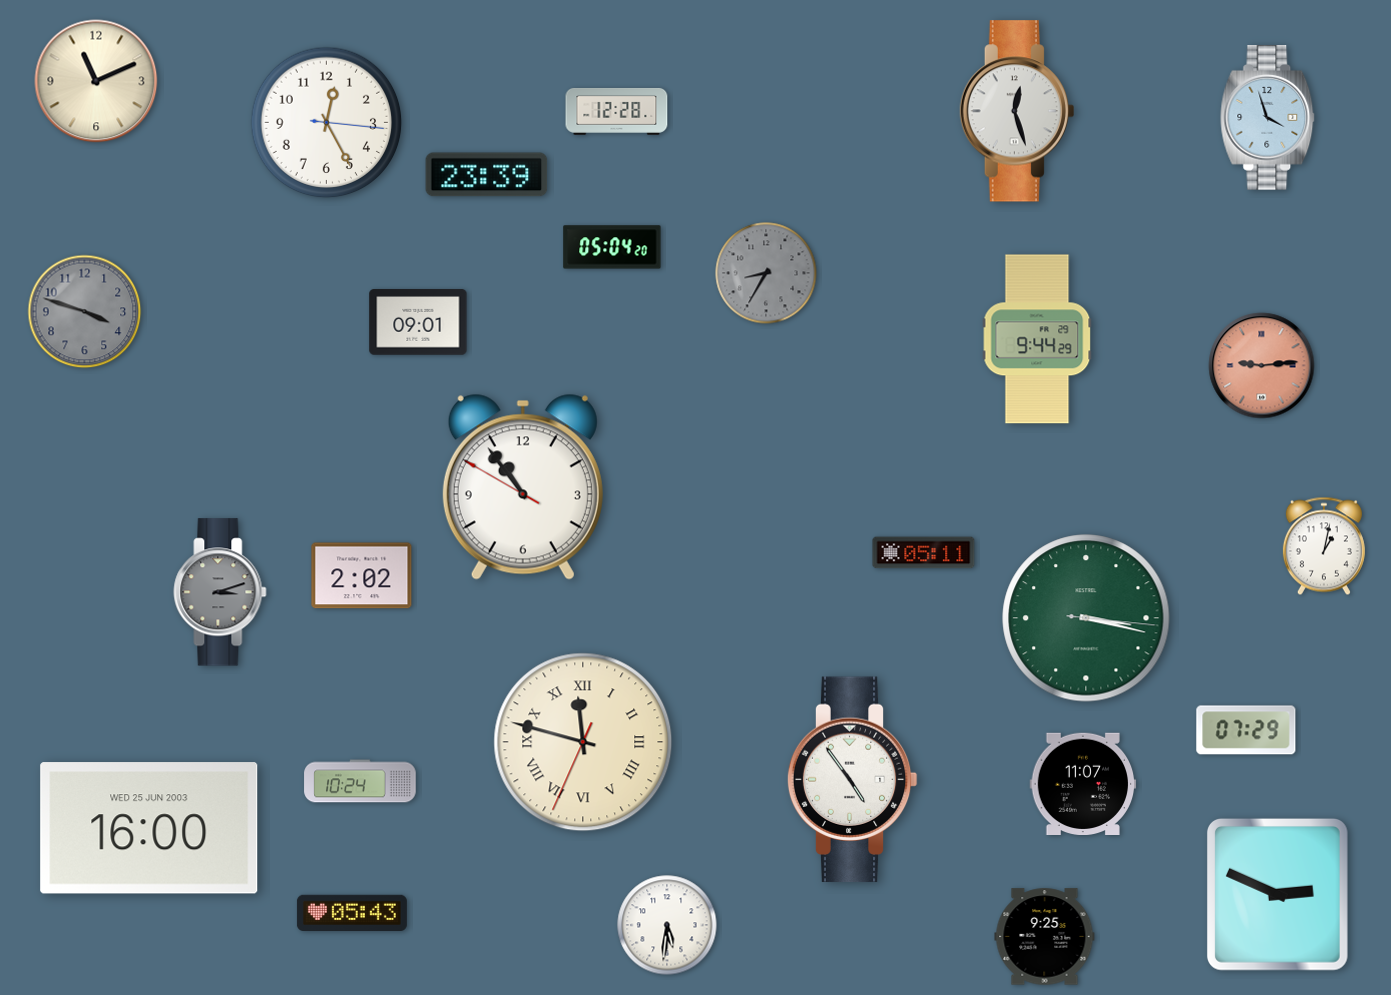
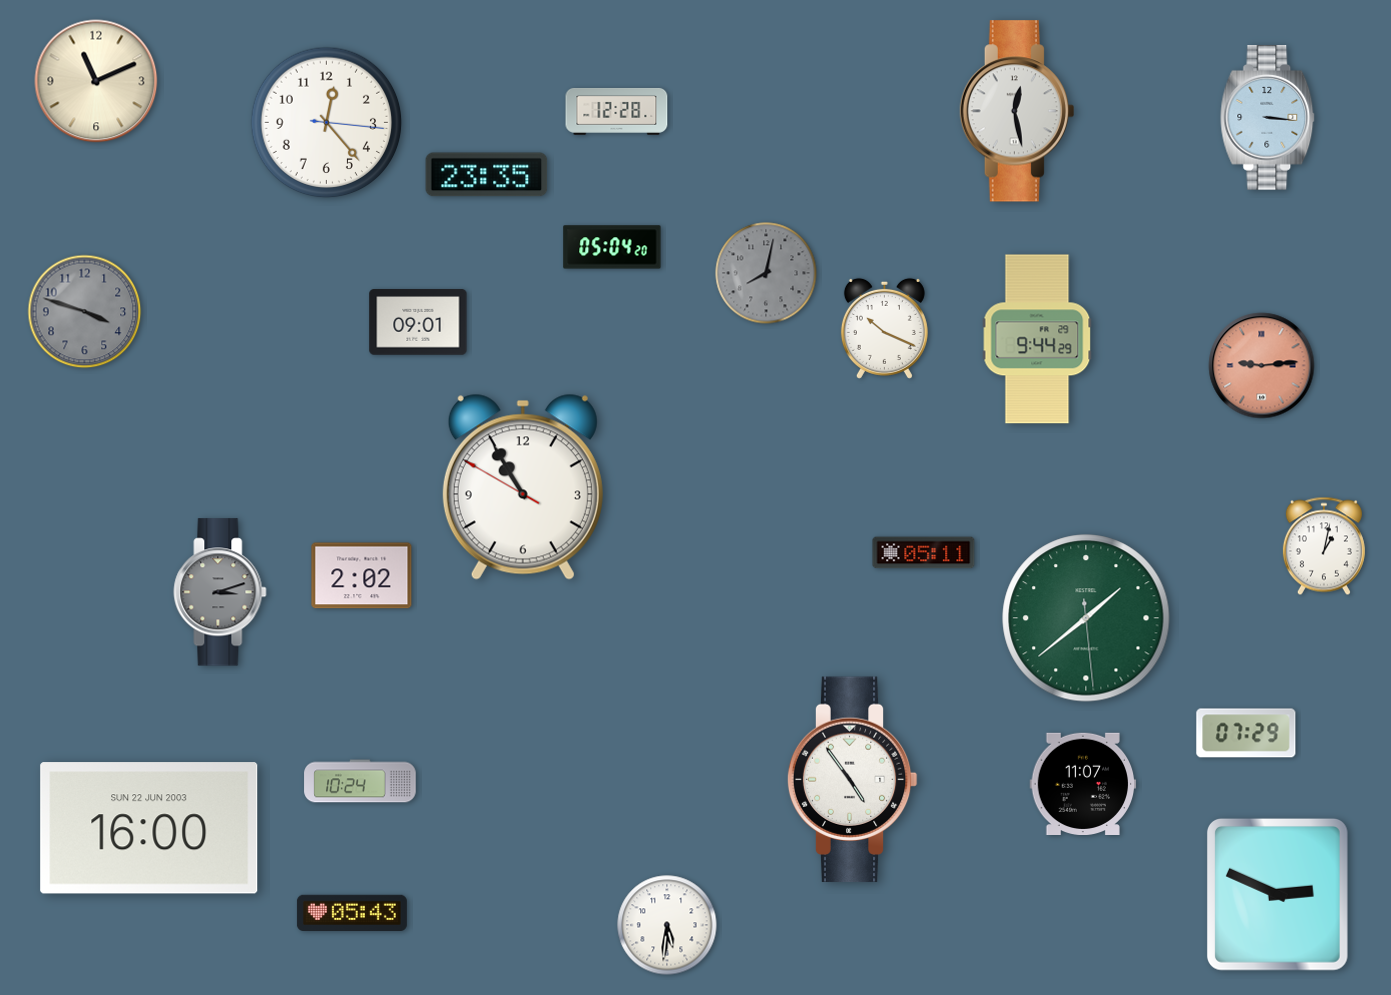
clock at (1017, 111): 12:27 -> 12:28
clock at (1268, 118): 3:57 -> 3:16
clock at (327, 123): 12:25 -> 12:23
clock at (487, 175): 23:39 -> 23:35
clock at (766, 273): 8:35 -> 8:02
clock at (884, 328): none -> 10:19
clock at (523, 487): 10:53 -> 10:54
clock at (1086, 618): 3:17 -> 1:38
clock at (1246, 730) position: (1246, 730) -> (1246, 733)
clock at (583, 742): 11:47 -> none
clock at (149, 828) date: WED 25 JUN 2003 -> SUN 22 JUN 2003
clock at (1045, 937): 9:25 -> none
